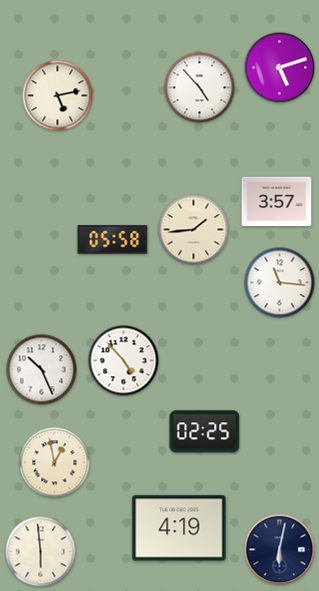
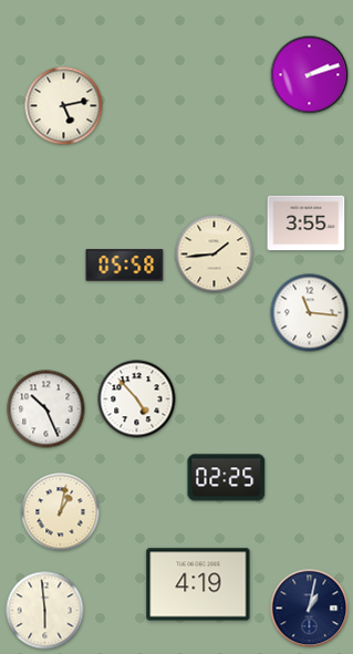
clock at (280, 68): 5:12 -> 2:12
clock at (200, 88): 4:53 -> none
clock at (277, 202): 3:57 -> 3:55
clock at (55, 463): 12:58 -> 1:02
clock at (280, 550): 6:02 -> 1:02
